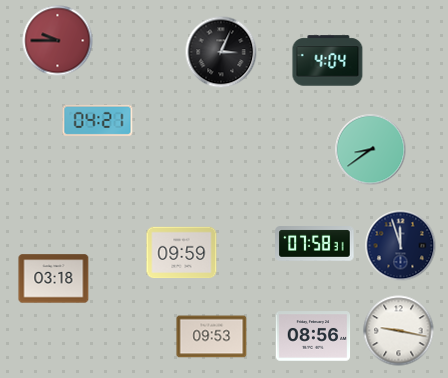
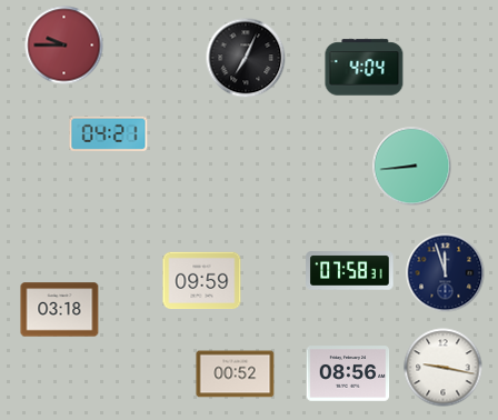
clock at (221, 52): 3:04 -> 7:04
clock at (371, 150): 8:39 -> 8:44
clock at (212, 337): 09:53 -> 00:52
